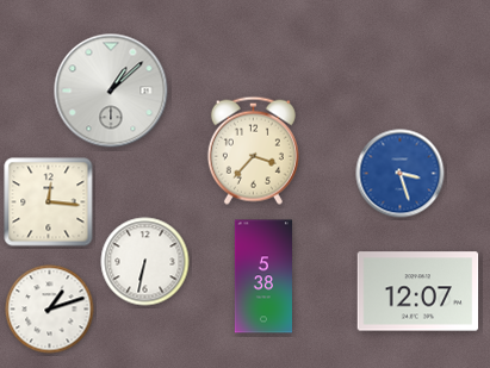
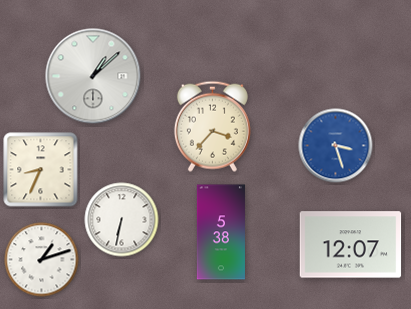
clock at (49, 202): 12:16 -> 8:34
